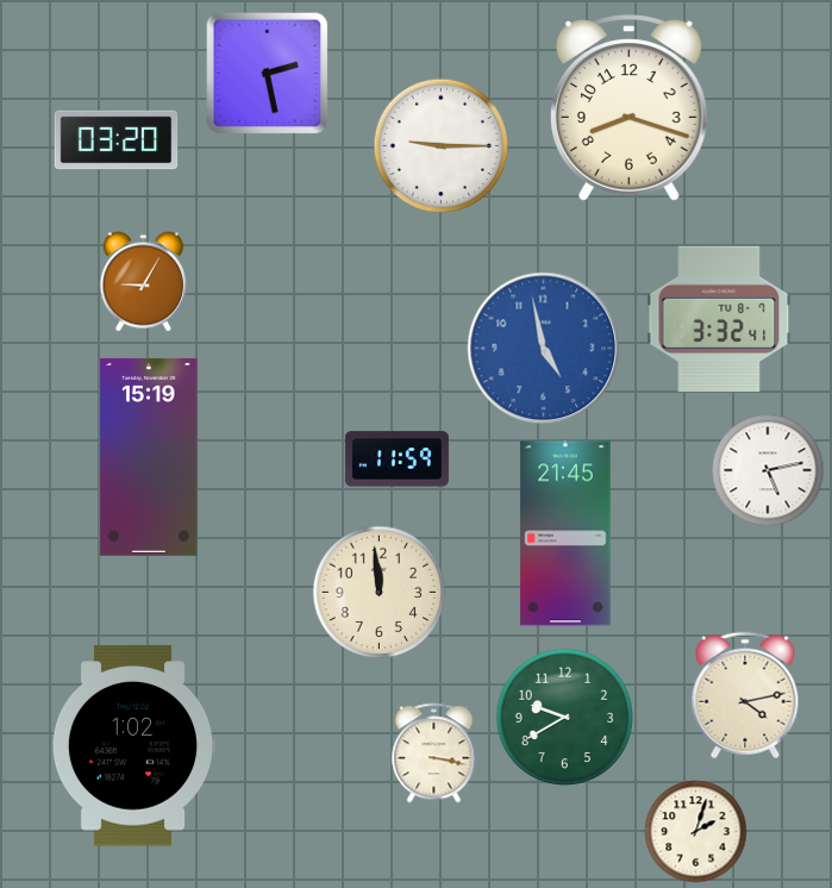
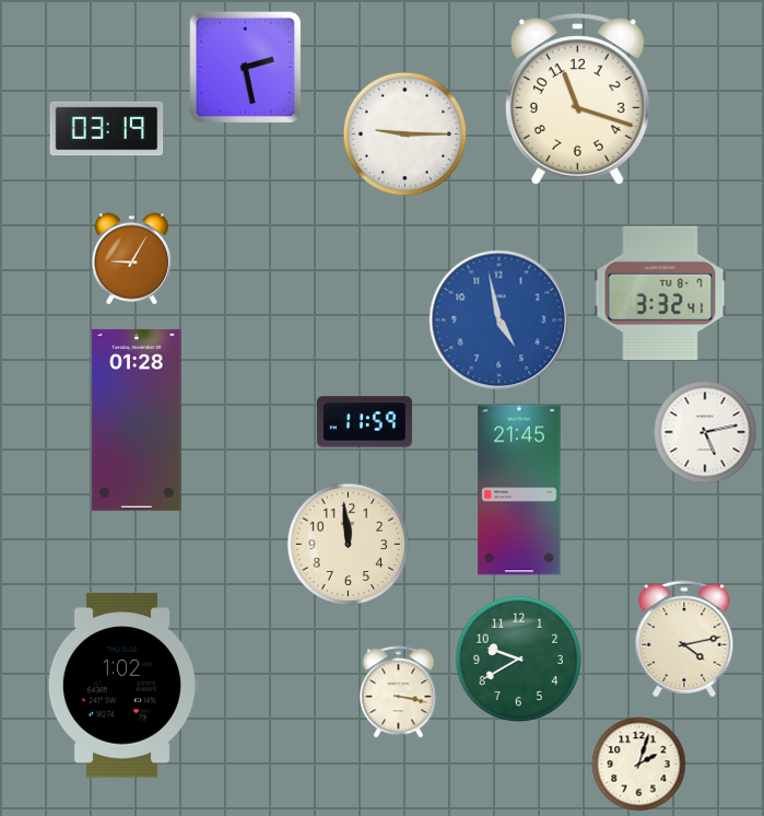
clock at (628, 108): 8:18 -> 11:18
clock at (117, 140): 03:20 -> 03:19
clock at (149, 457): 15:19 -> 01:28
